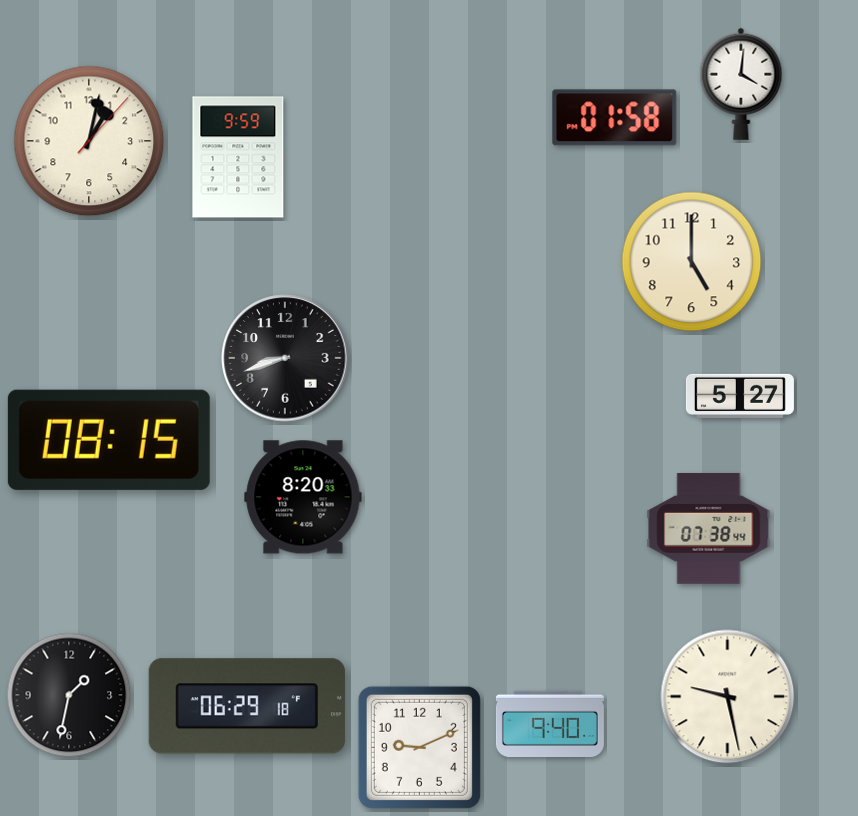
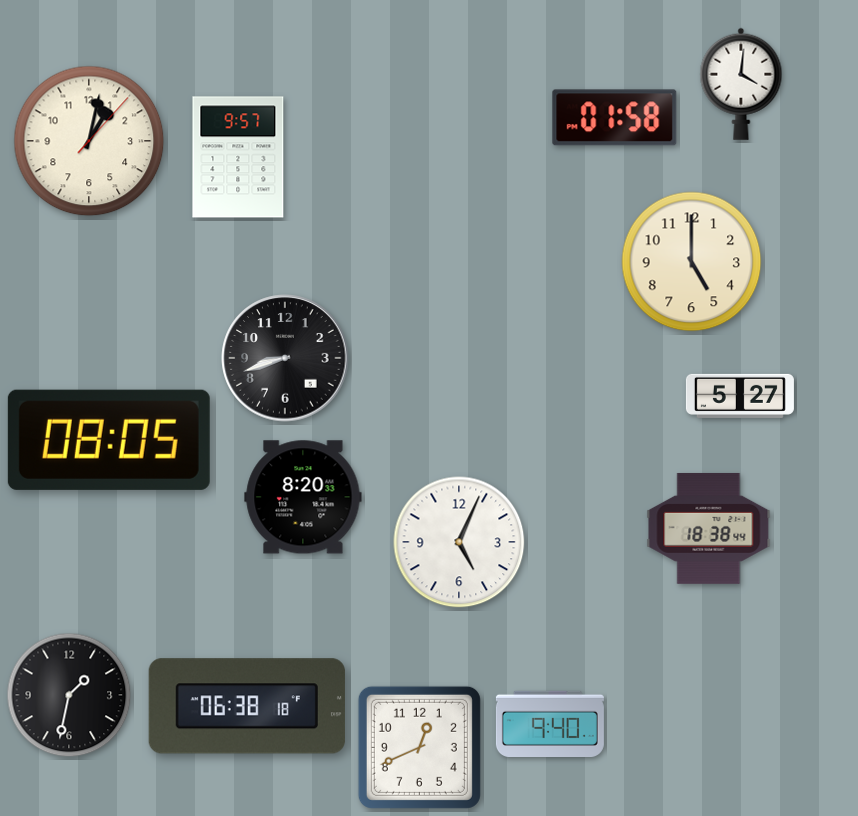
clock at (238, 157): 9:59 -> 9:57
clock at (109, 440): 08:15 -> 08:05
clock at (709, 528): 07:38 -> 18:38
clock at (459, 542): none -> 5:04
clock at (728, 697): 9:28 -> none
clock at (247, 706): 06:29 -> 06:38
clock at (419, 747): 9:11 -> 12:41
